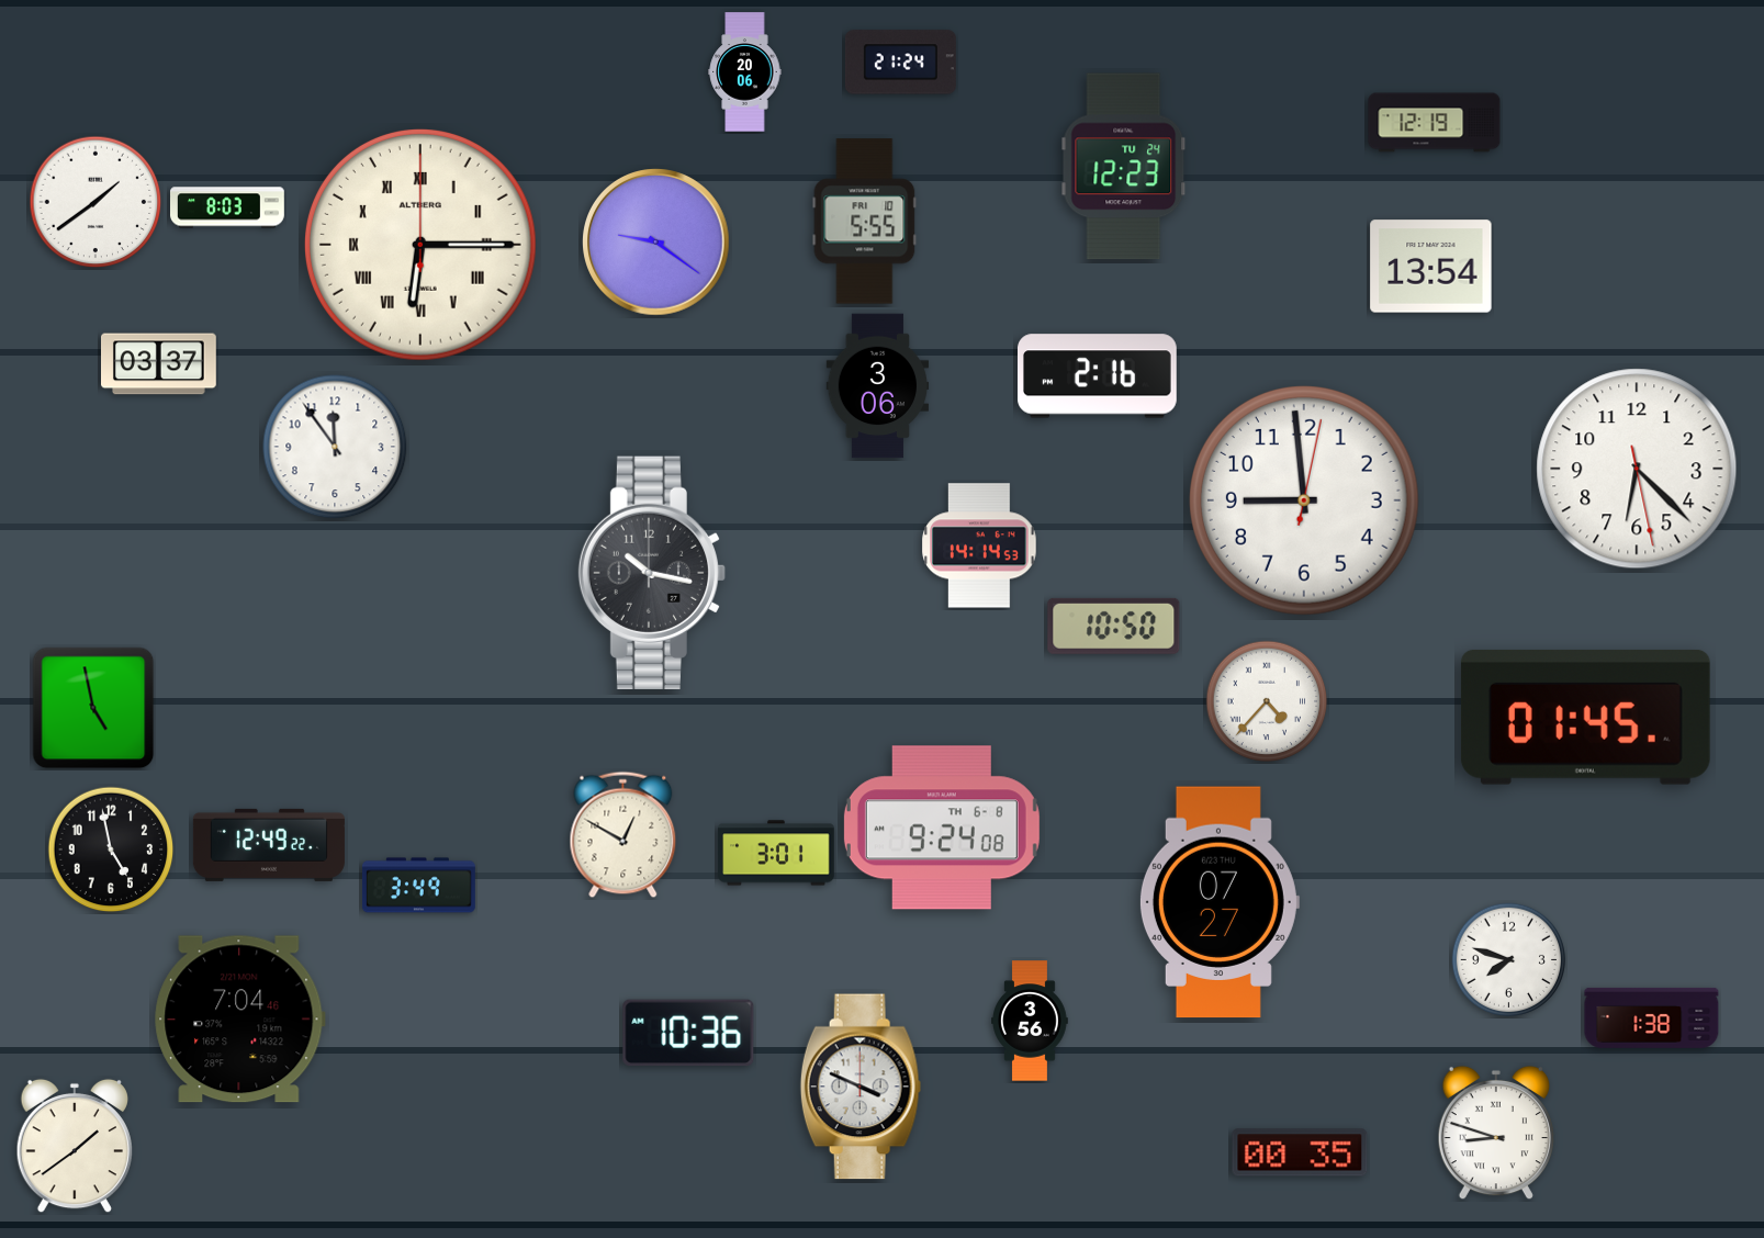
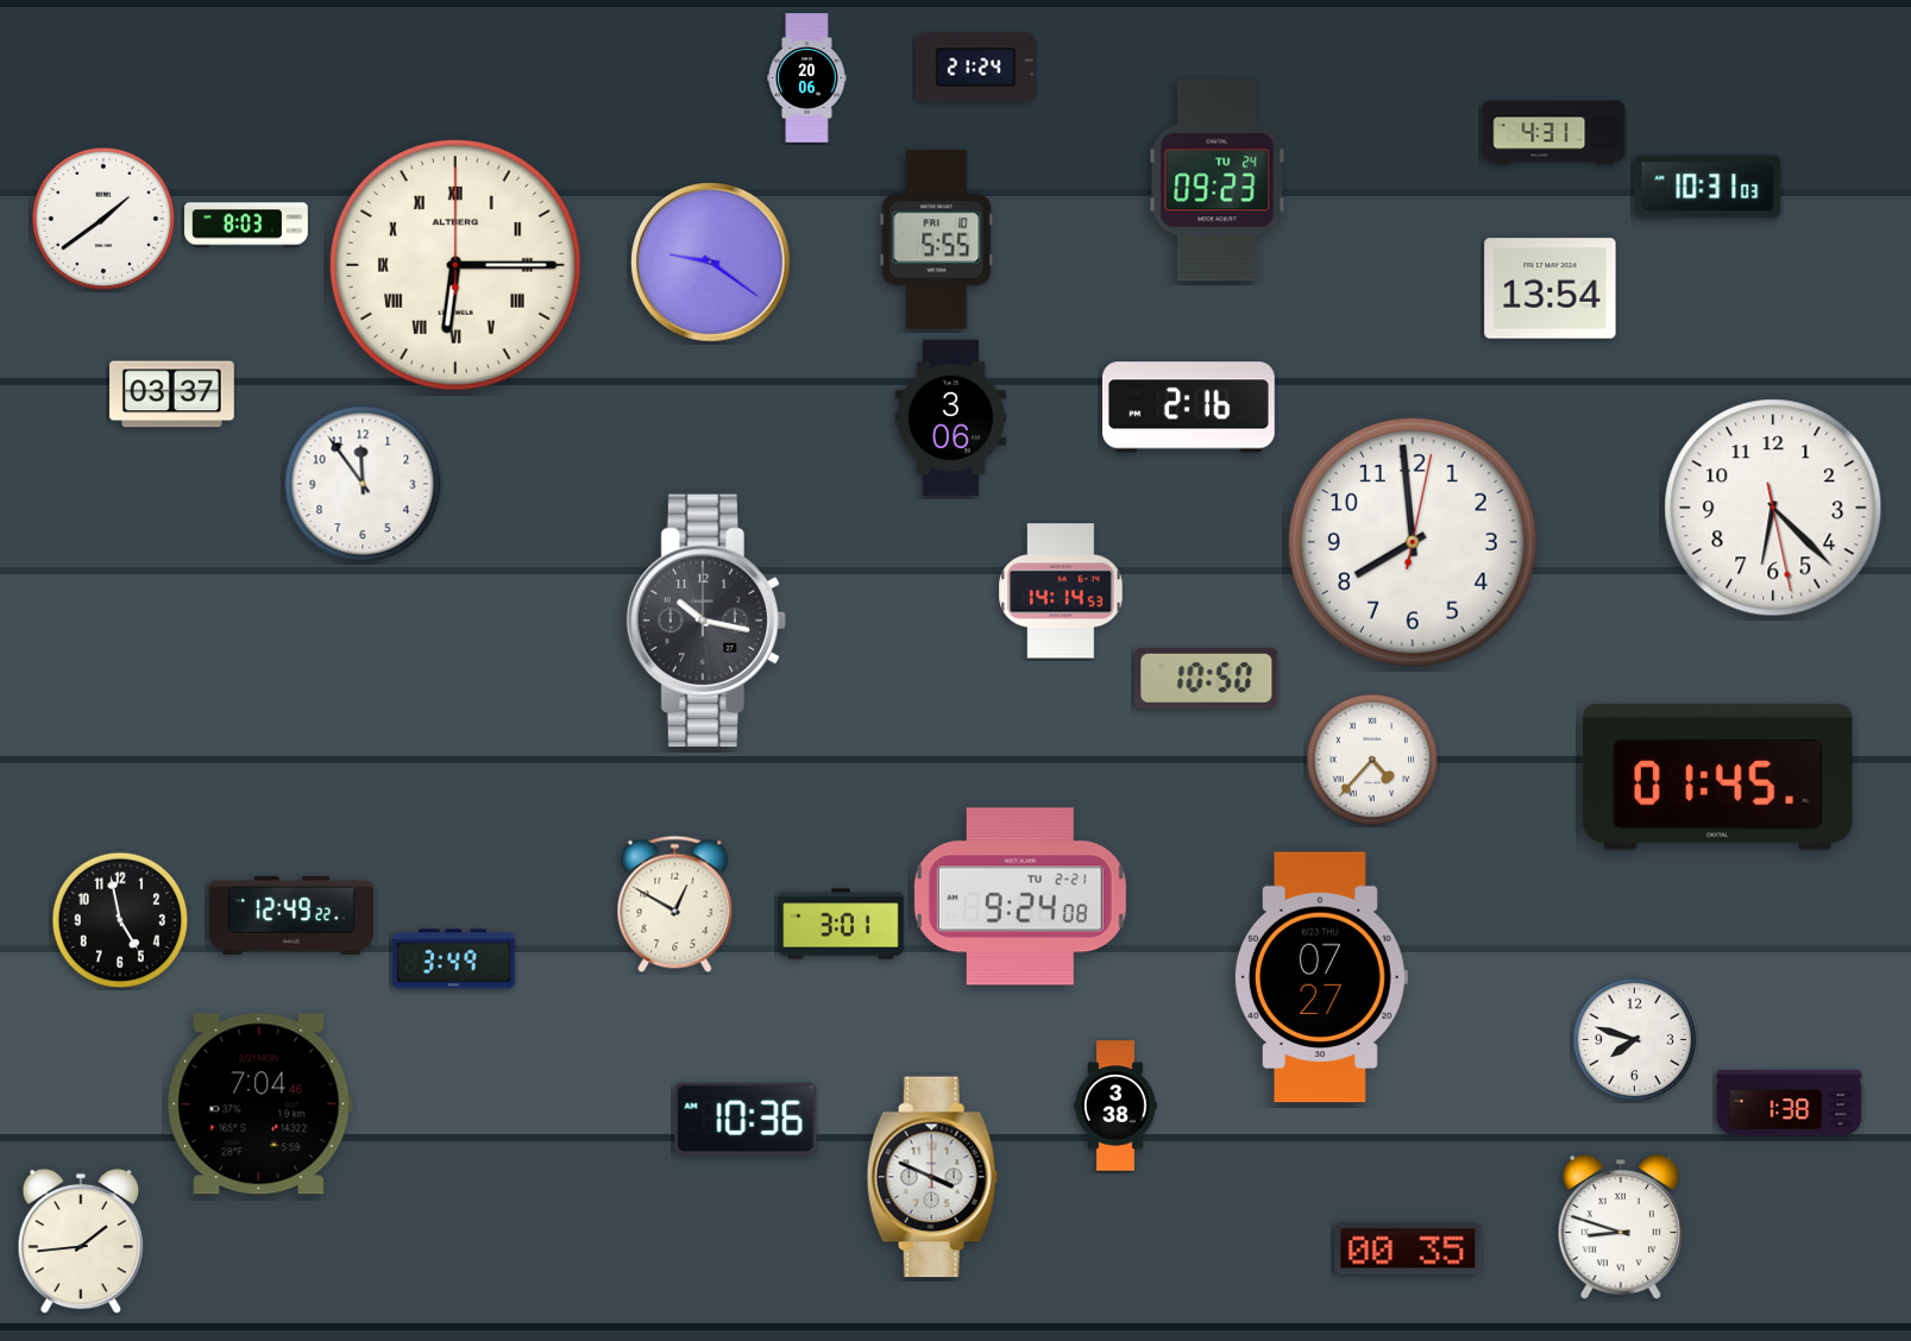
clock at (1435, 123): 12:19 -> 4:31
clock at (1124, 167): 12:23 -> 09:23
clock at (1708, 187): none -> 10:31
clock at (1305, 502): 8:59 -> 7:59
clock at (93, 708): 4:58 -> none
clock at (942, 828) date: TH 6-8 -> TU 2-21
clock at (1031, 1021): 3:56 -> 3:38
clock at (75, 1146): 1:39 -> 1:44
